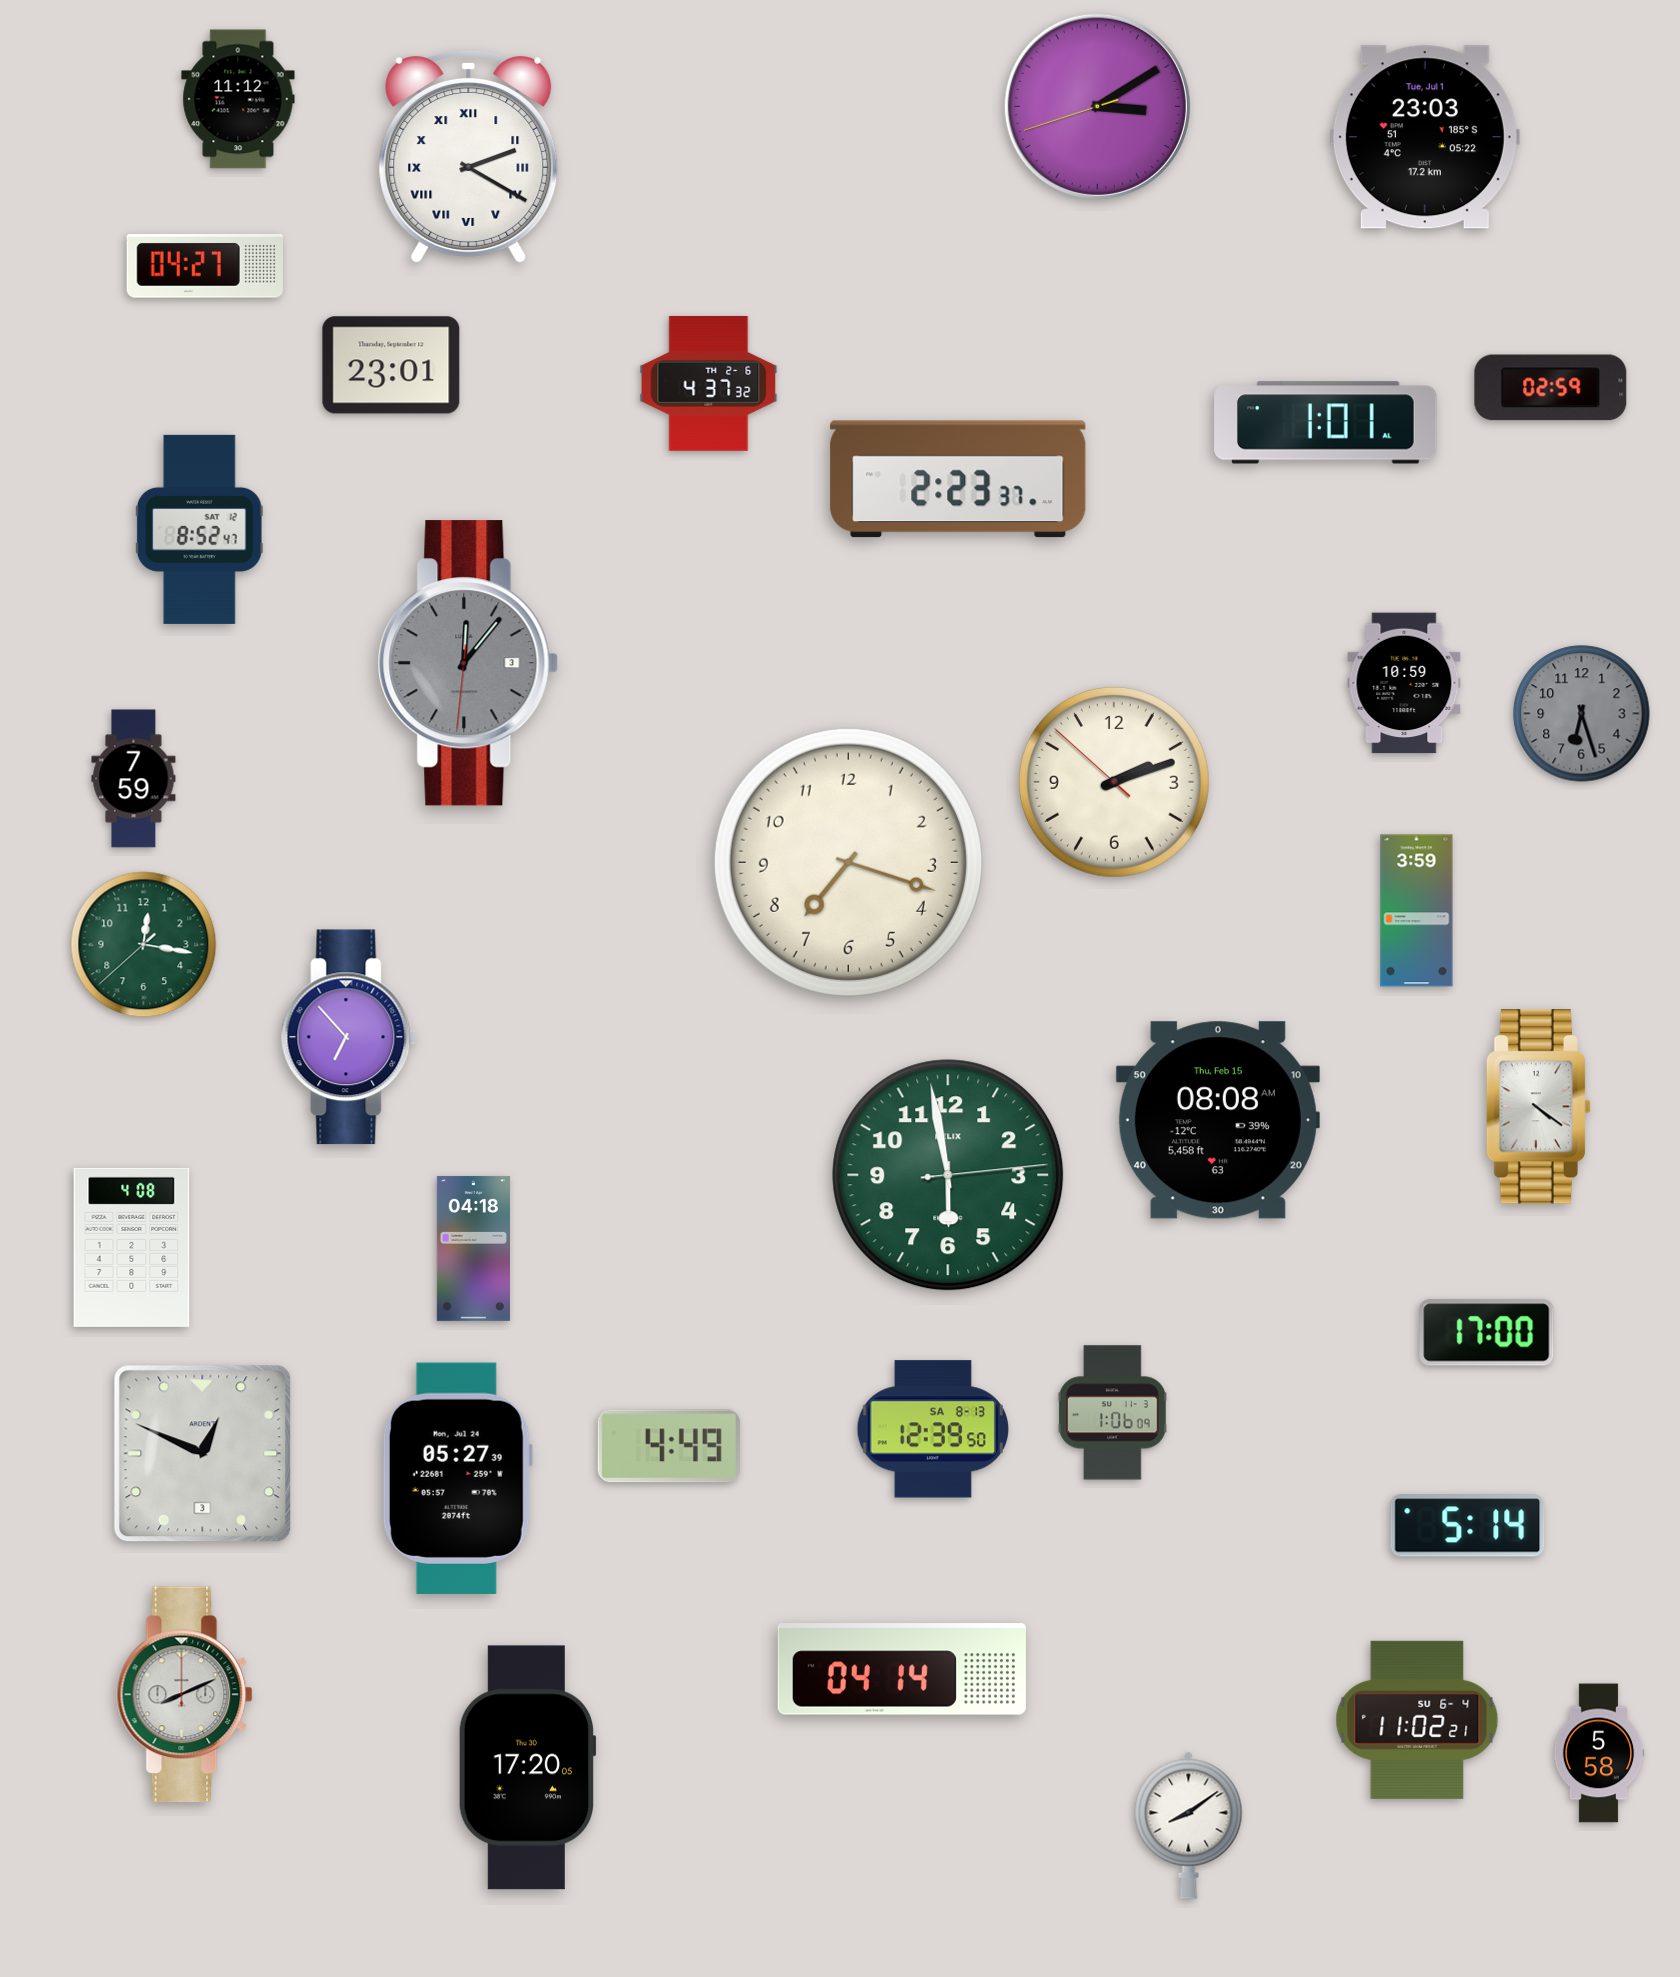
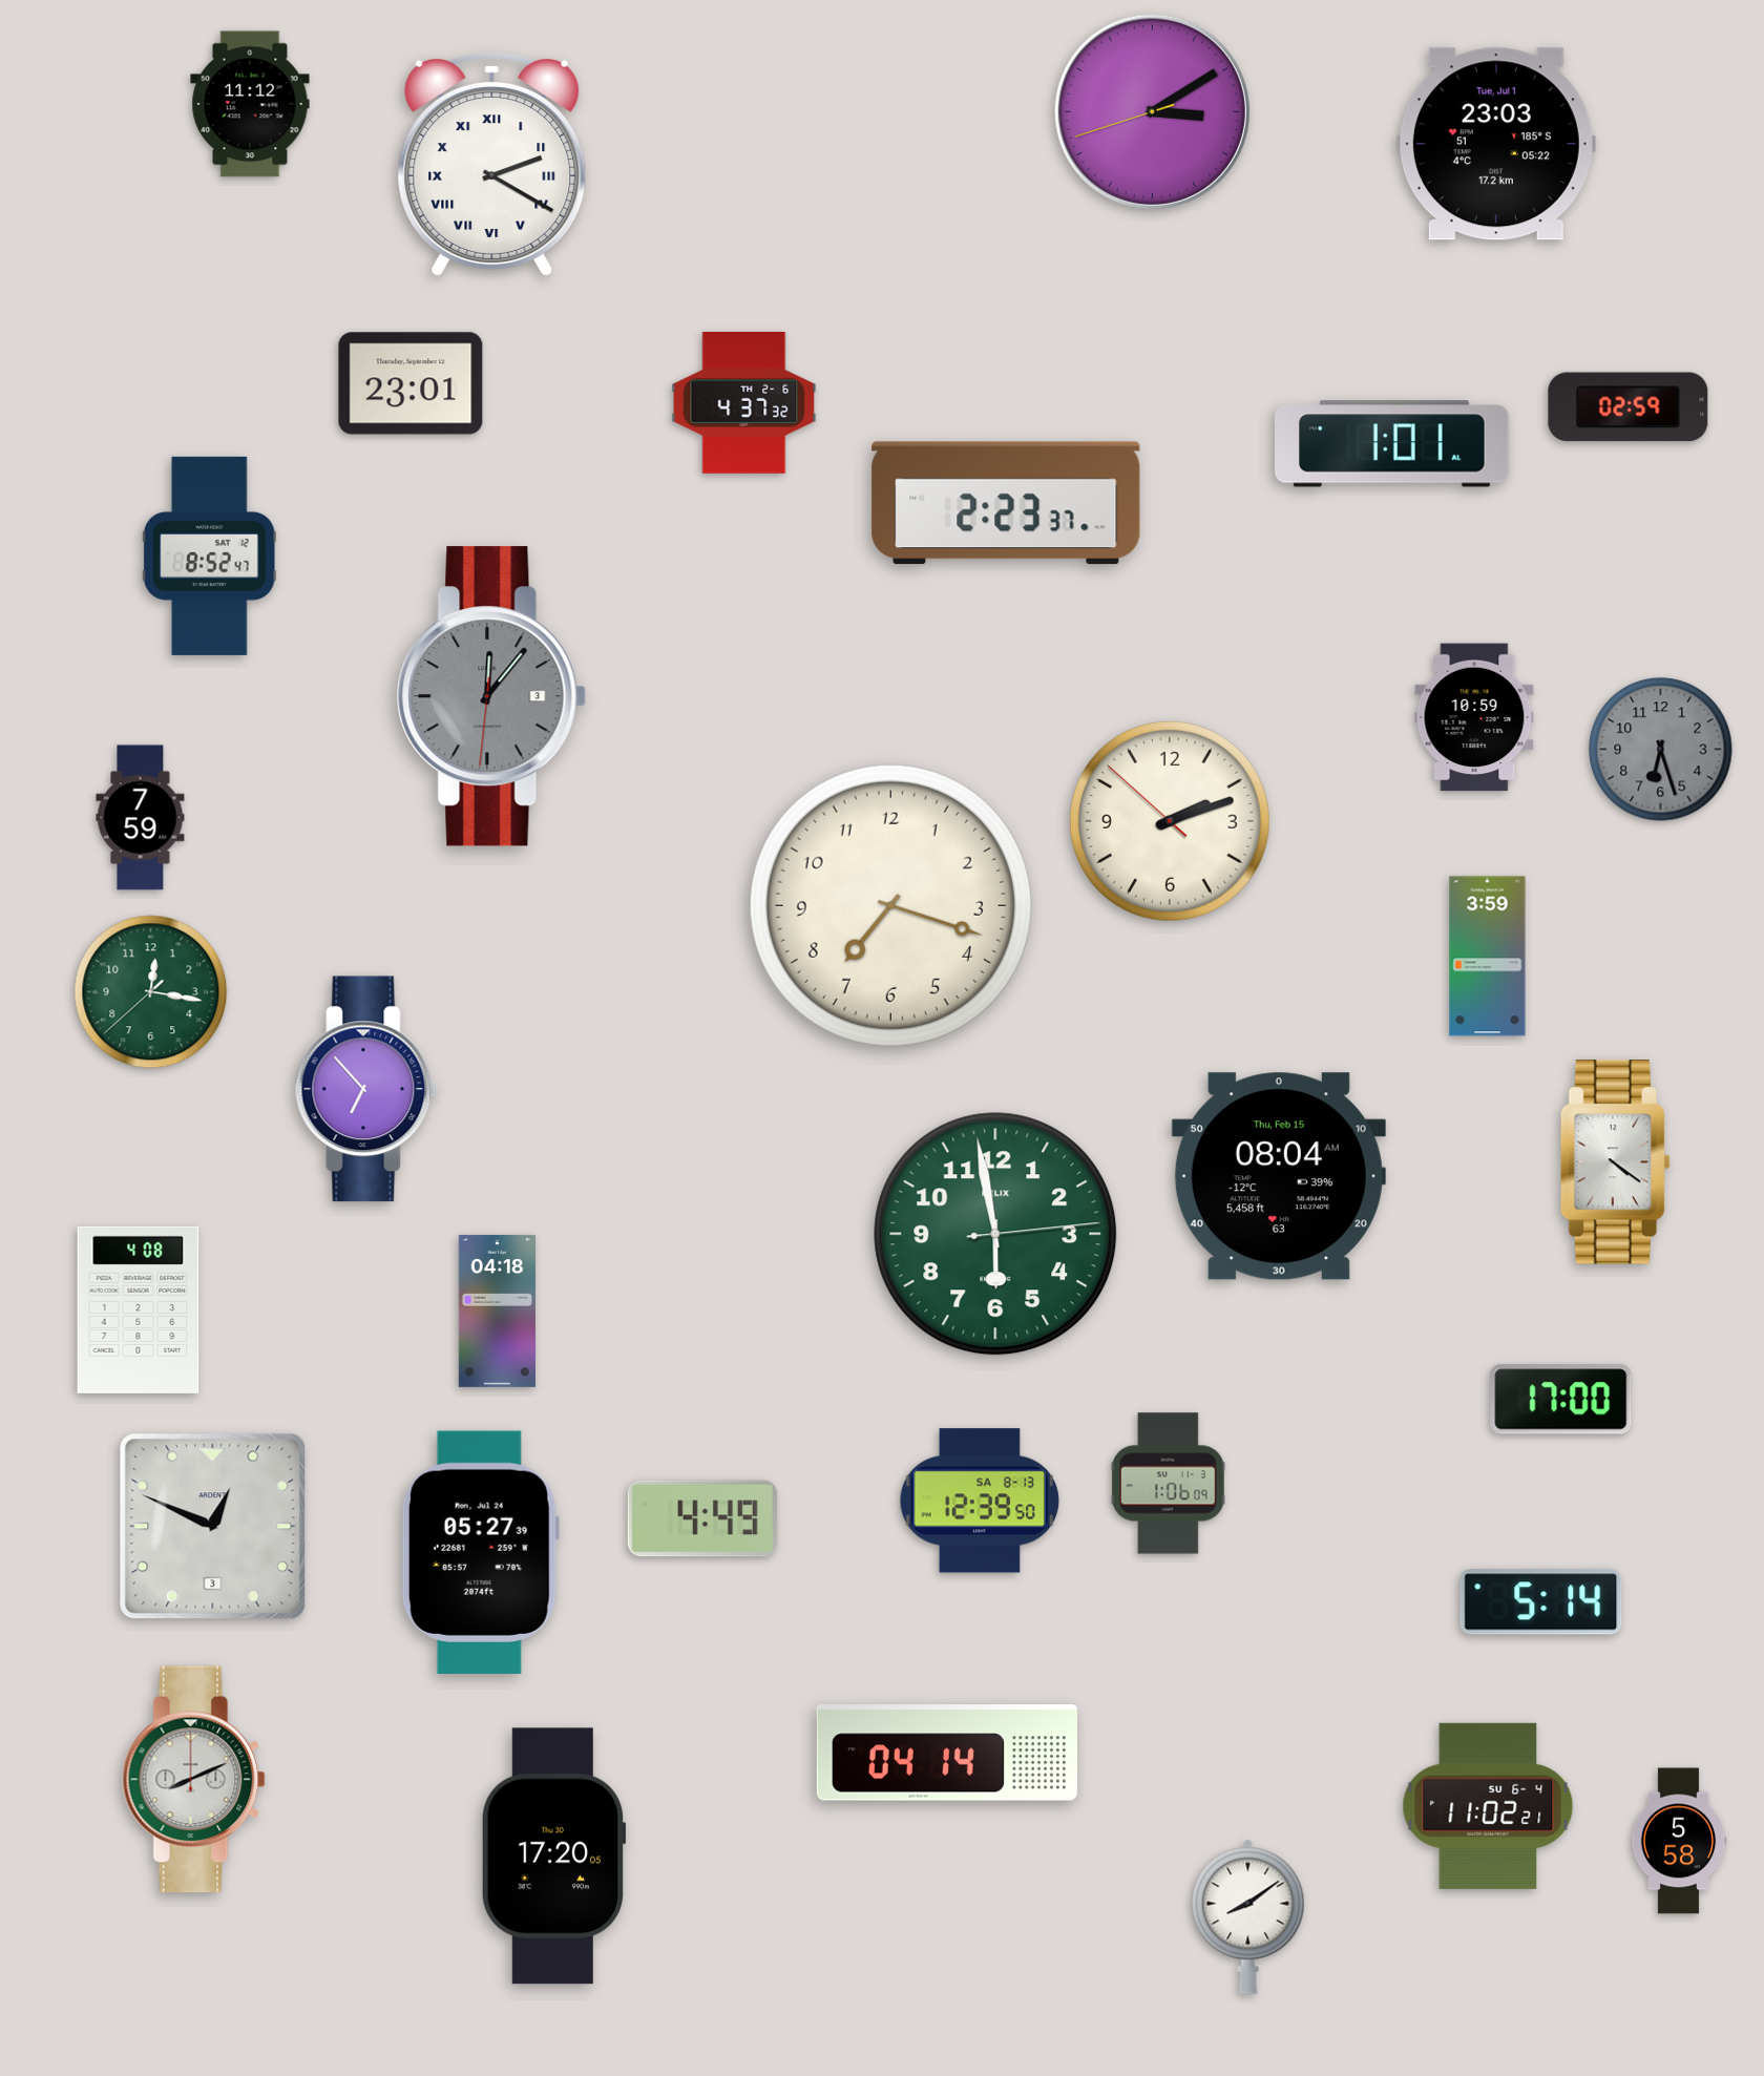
clock at (204, 266): 04:27 -> none
clock at (1218, 1120): 08:08 -> 08:04
